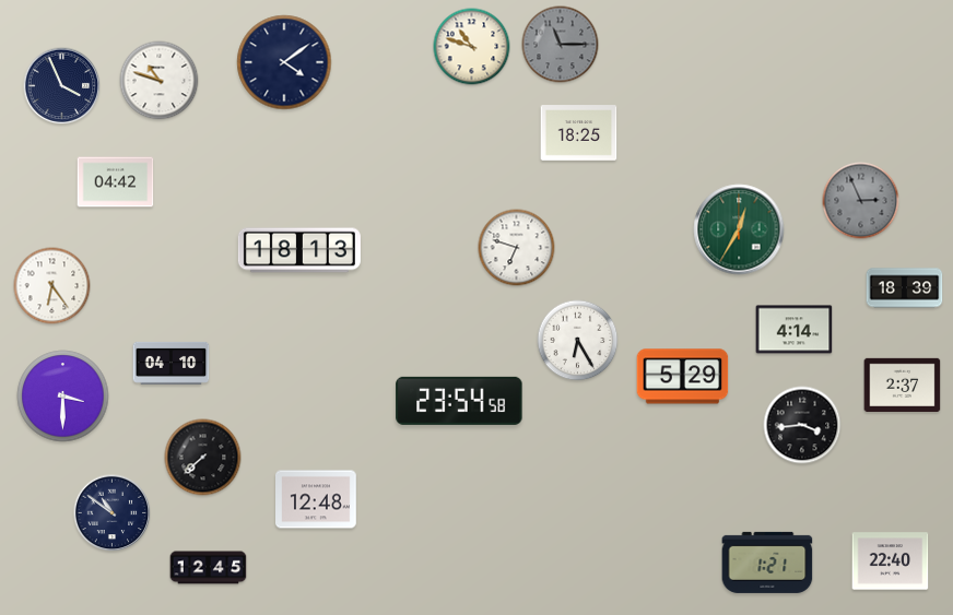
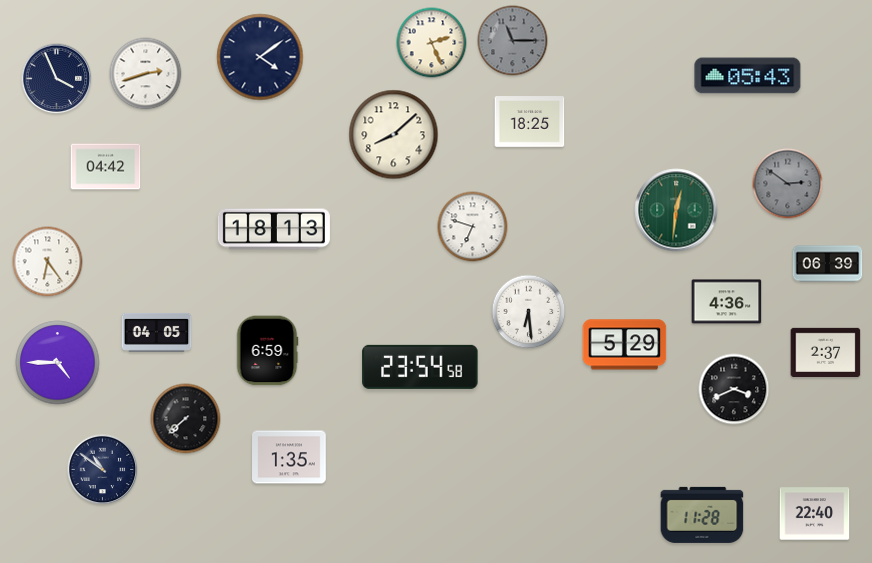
clock at (472, 47): 10:48 -> 2:26
clock at (160, 81): 10:48 -> 2:42
clock at (748, 76): none -> 05:43
clock at (394, 135): none -> 8:08
clock at (861, 201): 2:56 -> 2:51
clock at (739, 229): 12:35 -> 12:31
clock at (905, 288): 18:39 -> 06:39
clock at (795, 330): 4:14 -> 4:36
clock at (578, 341): 6:25 -> 6:29
clock at (172, 363): 04:10 -> 04:05
clock at (267, 351): none -> 6:59
clock at (63, 397): 3:30 -> 4:45
clock at (802, 425): 3:44 -> 3:41
clock at (317, 499): 12:48 -> 1:35
clock at (767, 563): 1:21 -> 11:28
clock at (209, 568): 12:45 -> none
